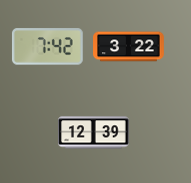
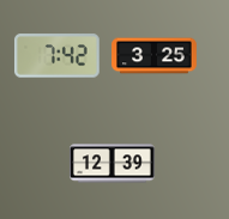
clock at (129, 47): 3:22 -> 3:25
clock at (94, 133) position: (94, 133) -> (113, 164)
